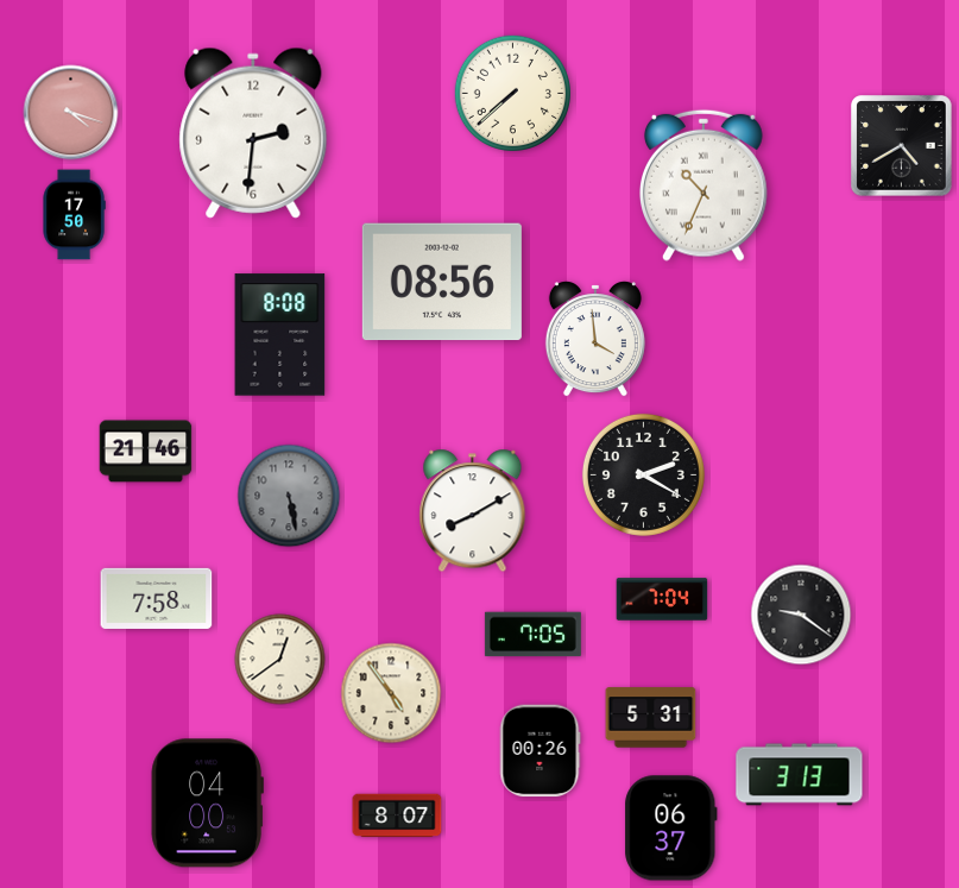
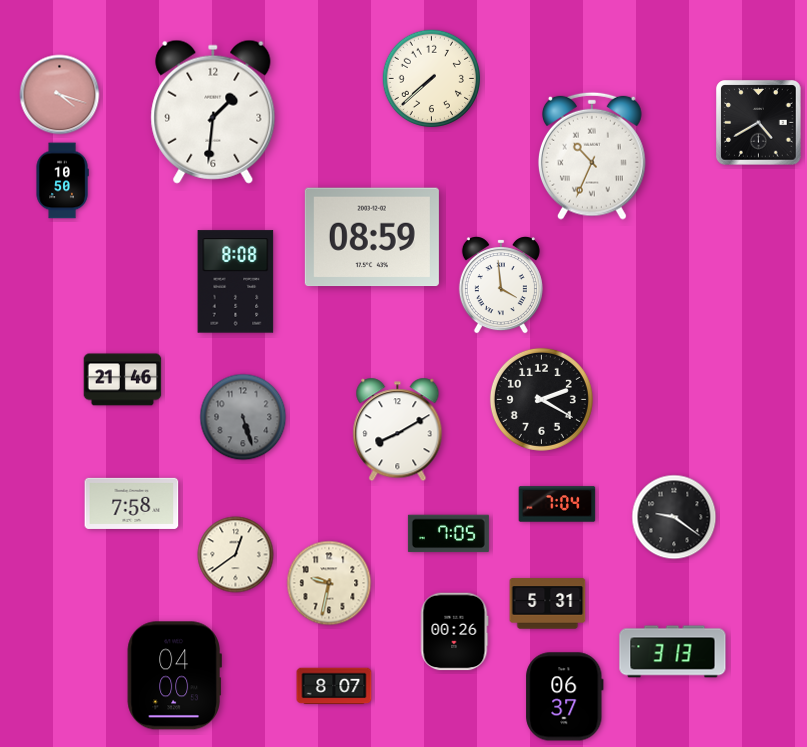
clock at (253, 133): 2:31 -> 1:31
clock at (74, 215): 17:50 -> 10:50
clock at (442, 282): 08:56 -> 08:59
clock at (289, 496): 5:28 -> 5:27
clock at (391, 693): 4:54 -> 9:32
